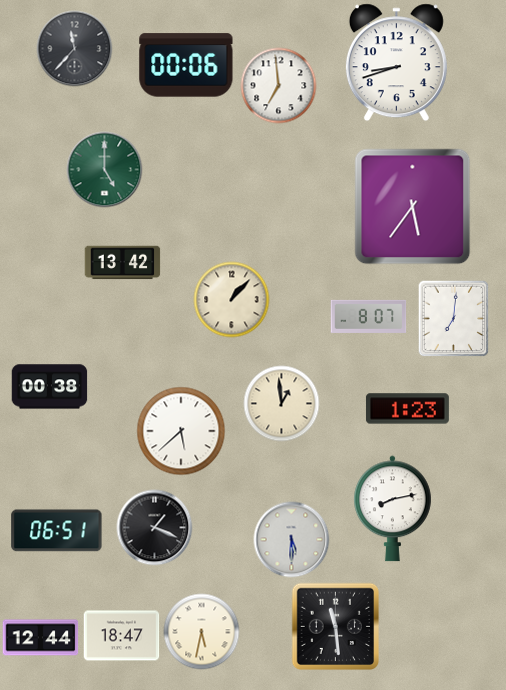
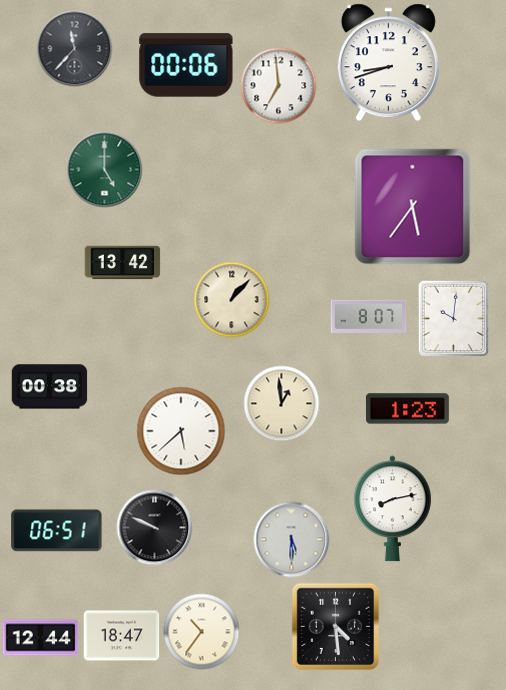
clock at (396, 63) position: (396, 63) -> (388, 63)
clock at (454, 319): 7:01 -> 10:01
clock at (155, 528): 1:19 -> 9:49
clock at (336, 627): 11:29 -> 4:29
clock at (202, 632): 5:32 -> 10:36
